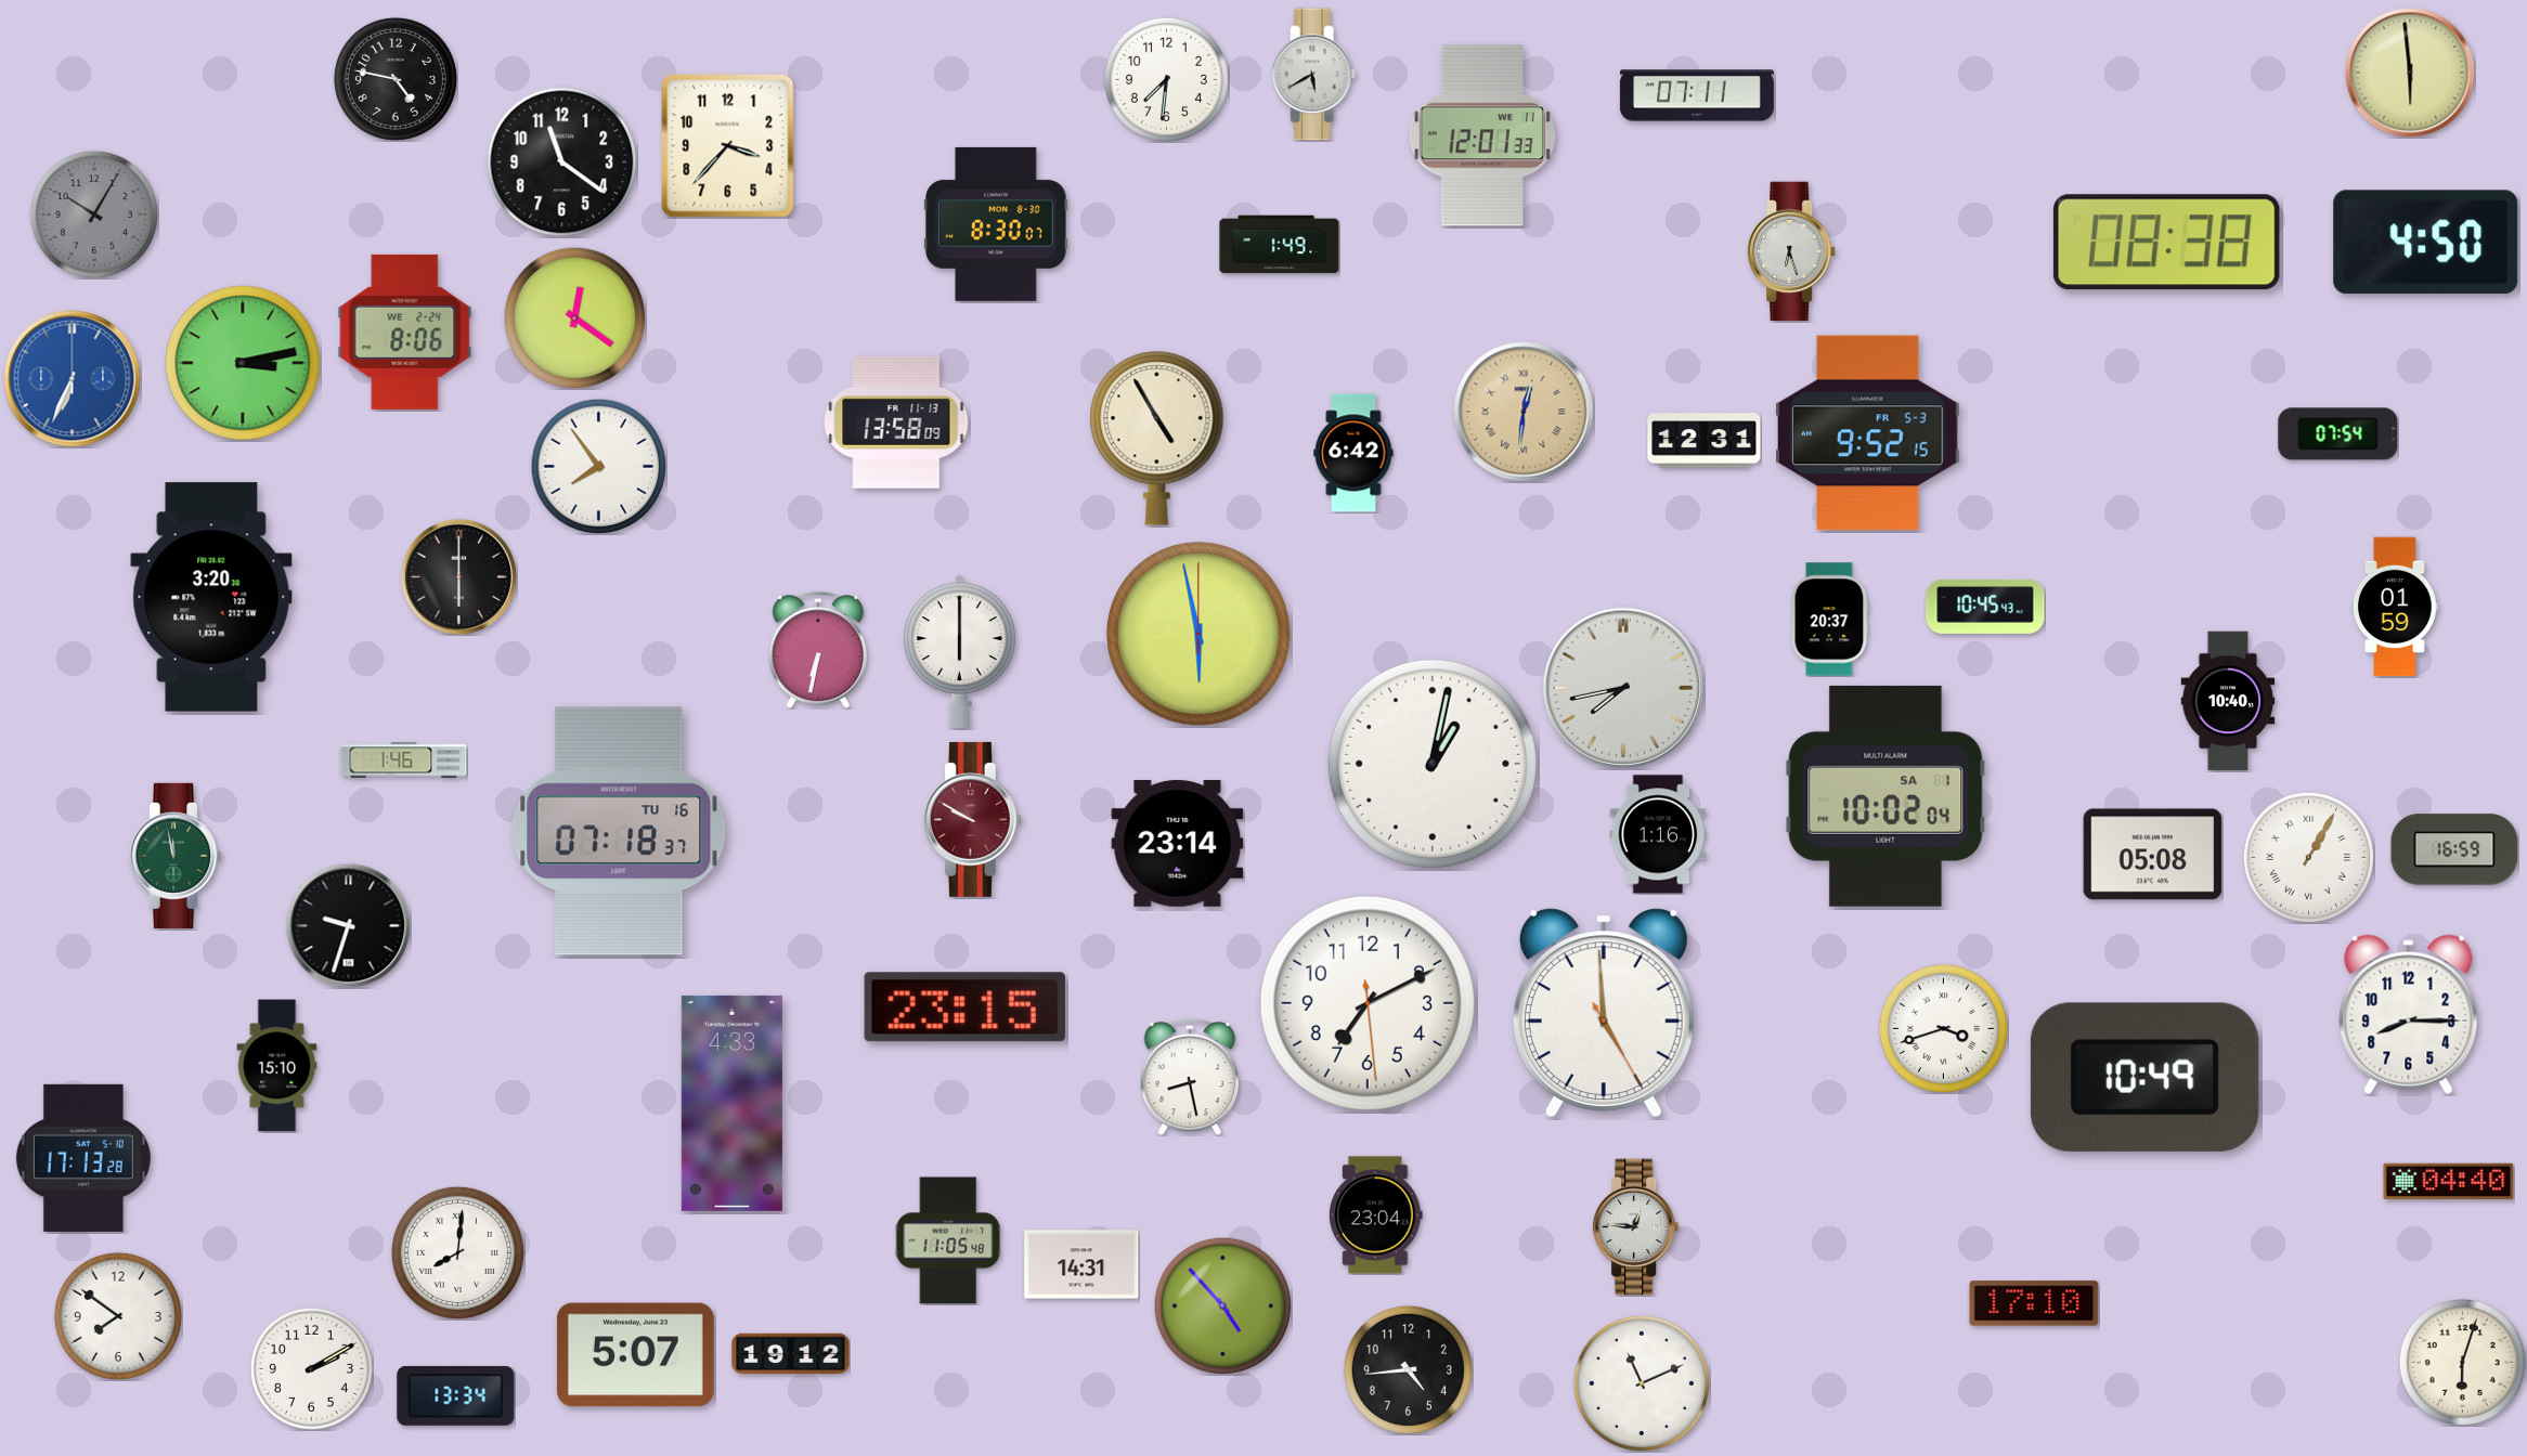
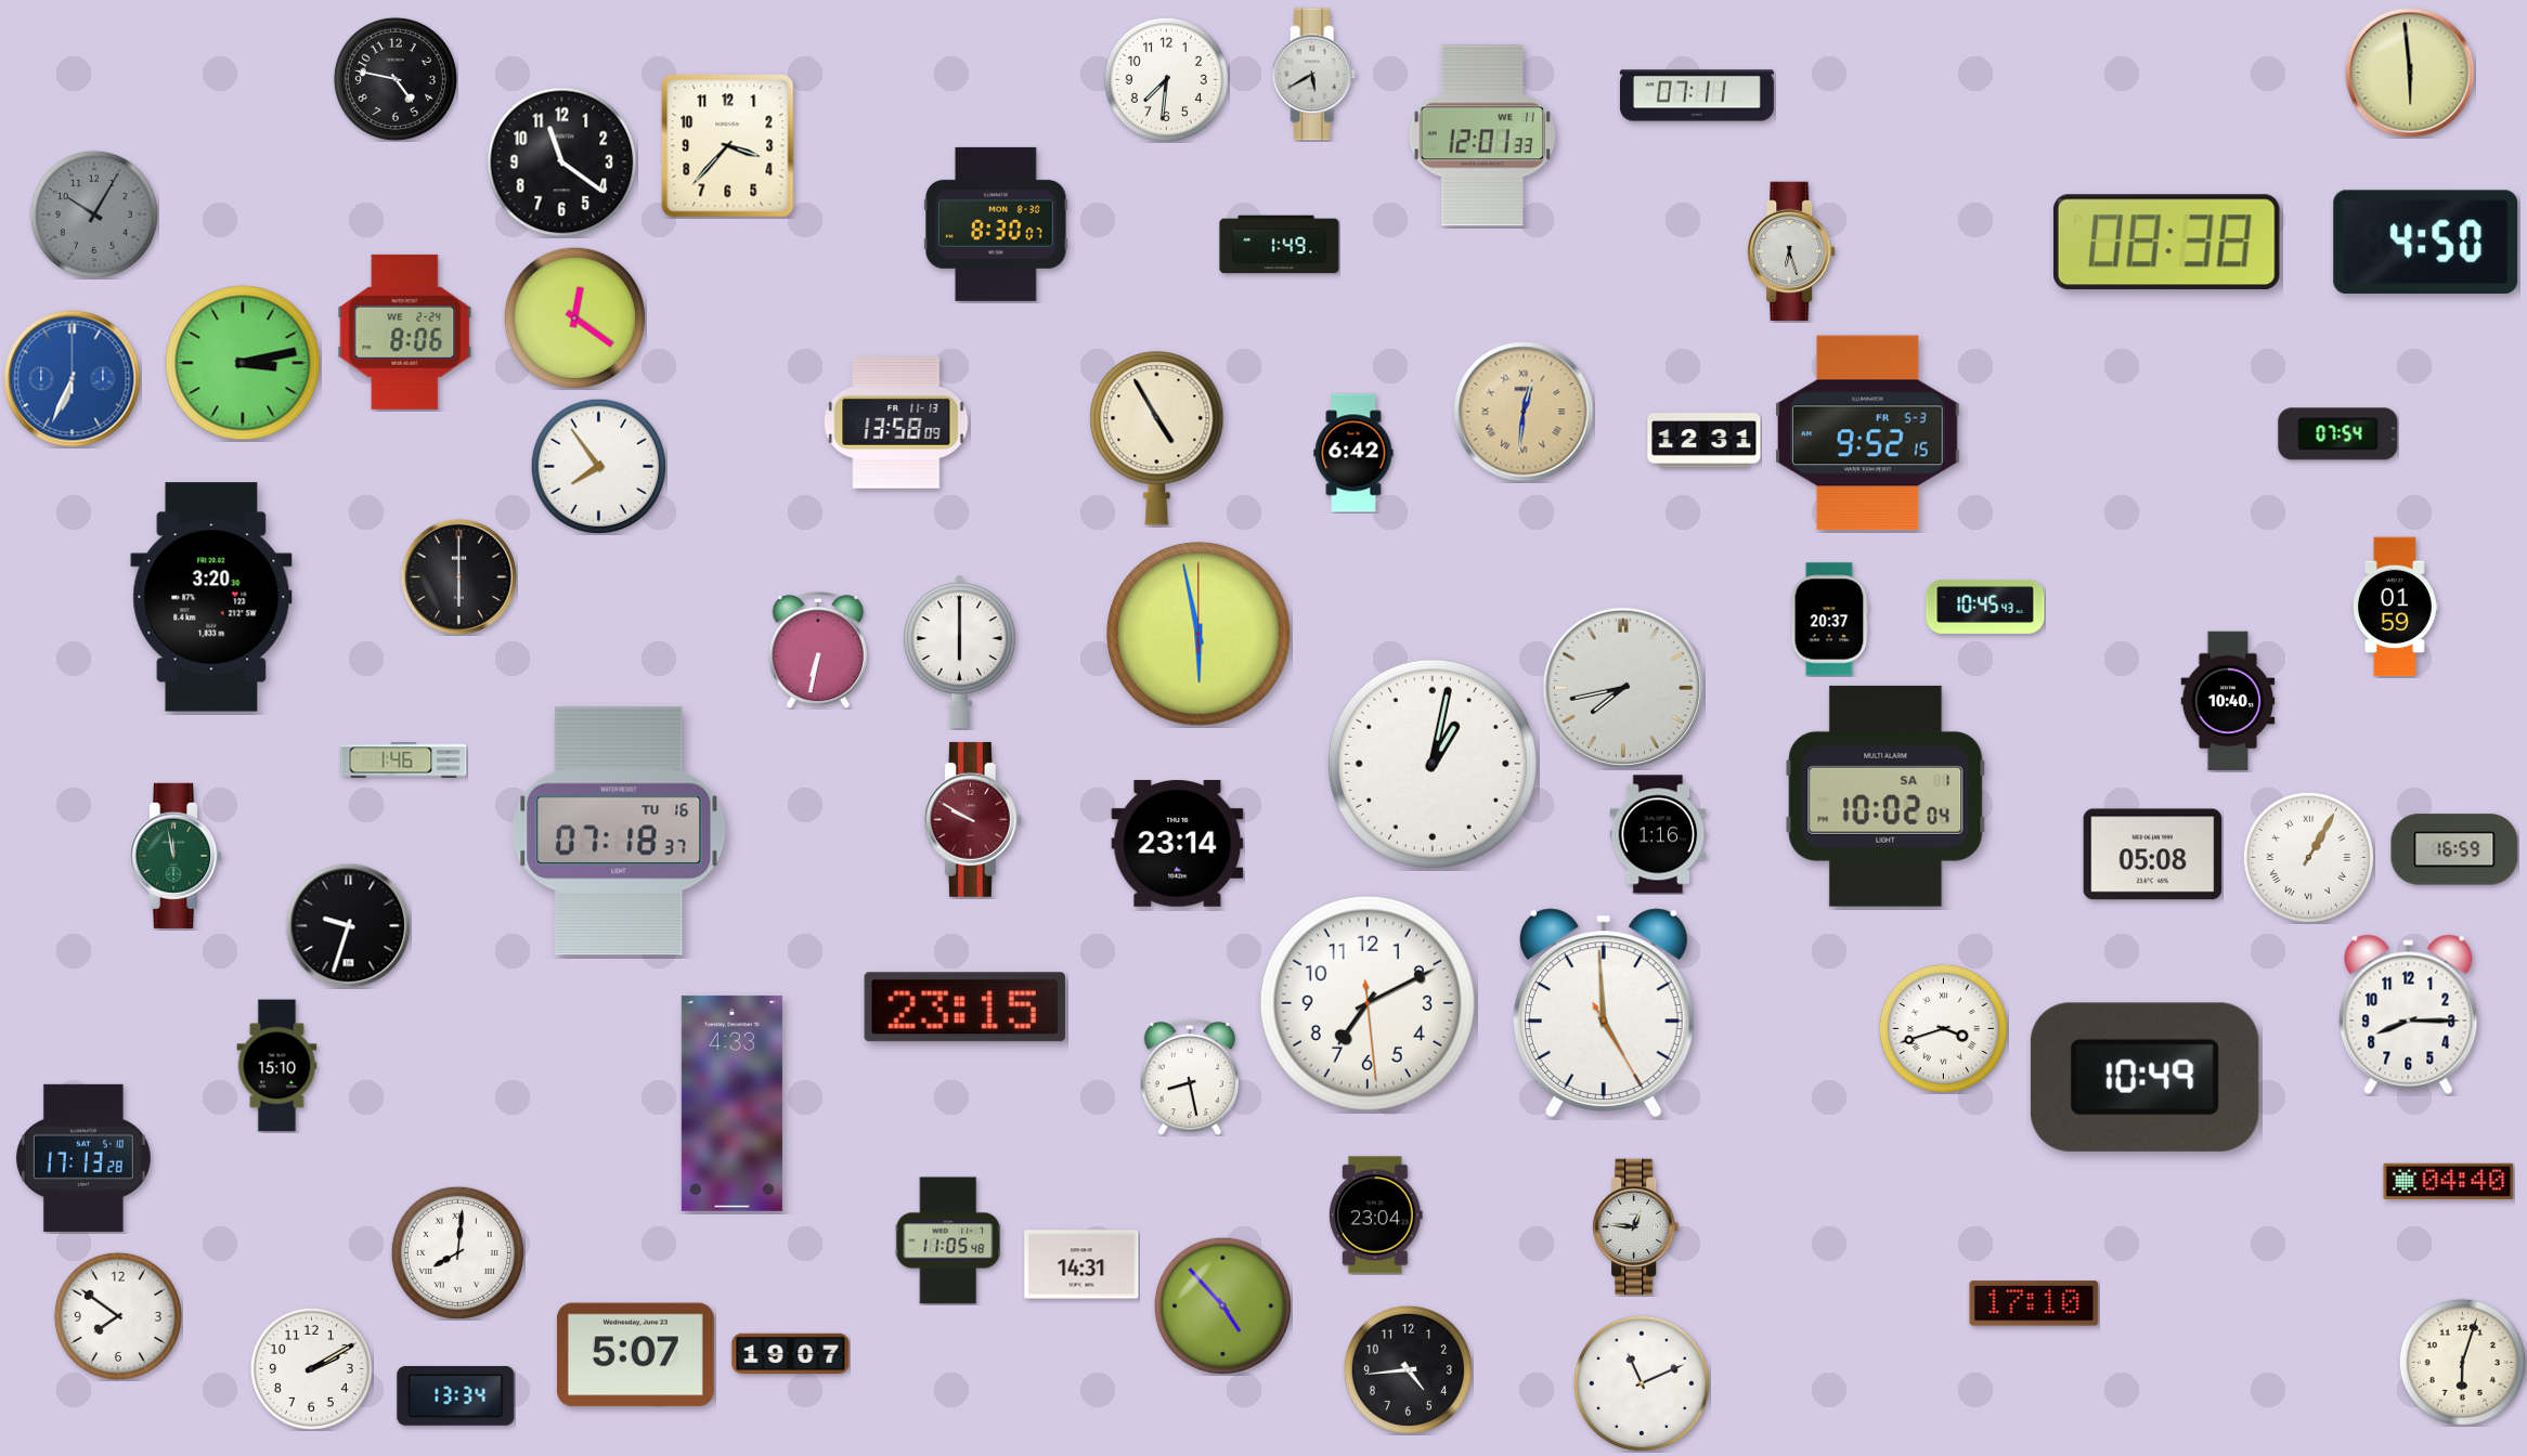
clock at (791, 1354): 19:12 -> 19:07
